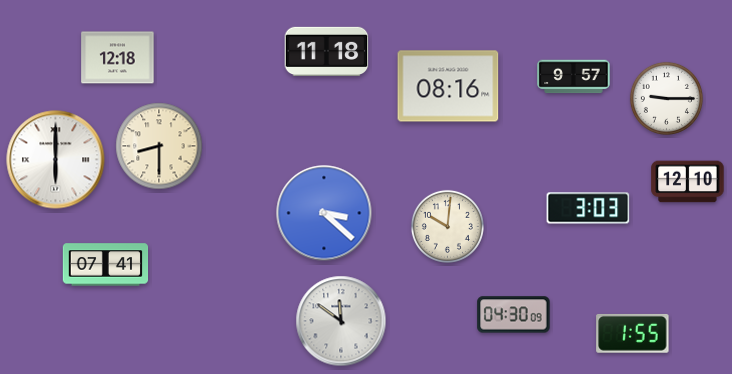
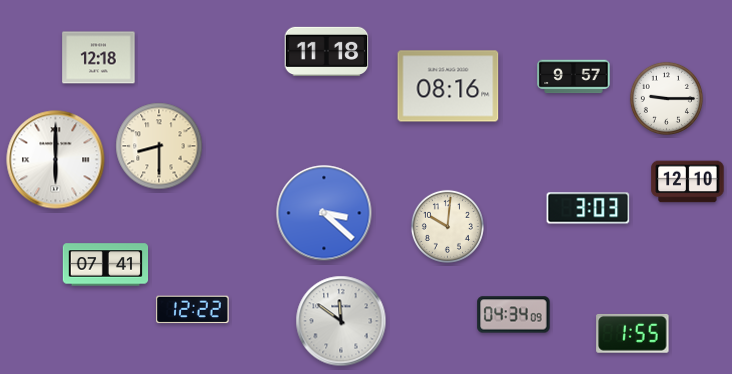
clock at (118, 58) position: (118, 58) -> (99, 58)
clock at (193, 310): none -> 12:22
clock at (514, 315): 04:30 -> 04:34
